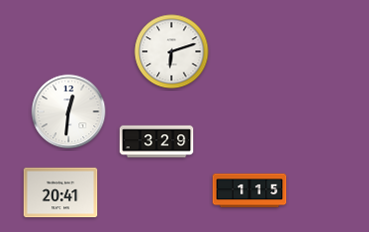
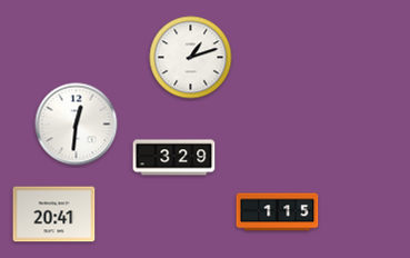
clock at (172, 52): 6:12 -> 1:12
clock at (61, 193) position: (61, 193) -> (54, 215)
